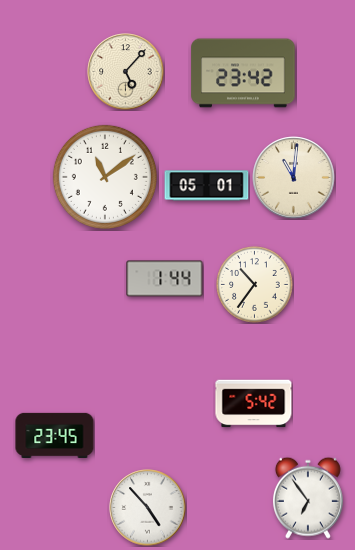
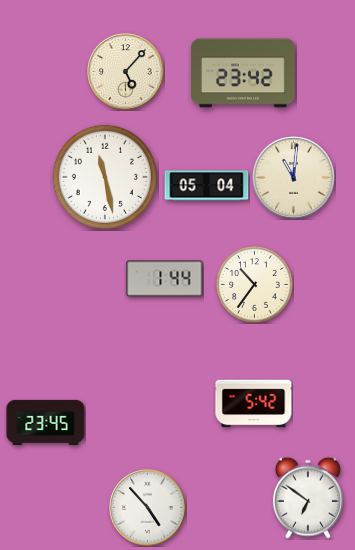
clock at (105, 177): 11:09 -> 11:28
clock at (207, 186): 05:01 -> 05:04
clock at (55, 435) position: (55, 435) -> (46, 422)
clock at (308, 498): 6:54 -> 6:51
